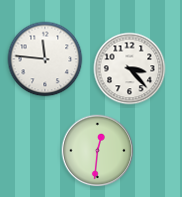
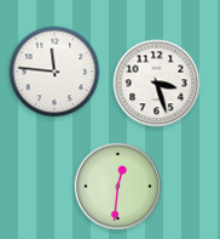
clock at (130, 69): 3:23 -> 3:27
clock at (98, 151) position: (98, 151) -> (118, 187)
